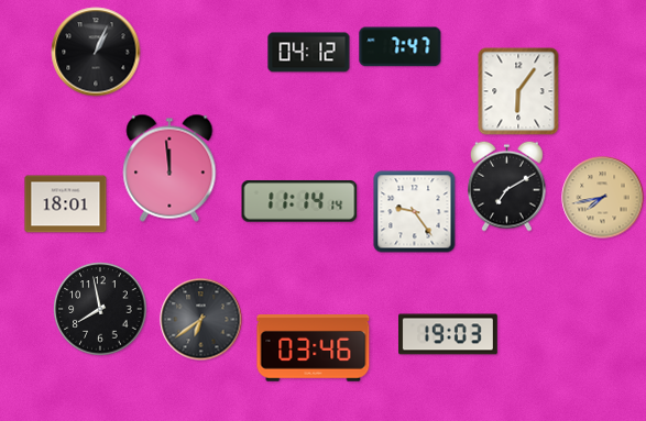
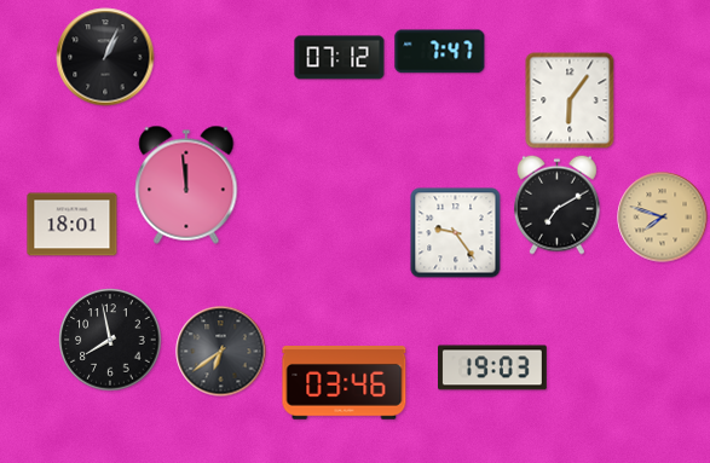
clock at (309, 53): 04:12 -> 07:12
clock at (603, 198): 7:43 -> 7:48
clock at (299, 201): 11:14 -> none
